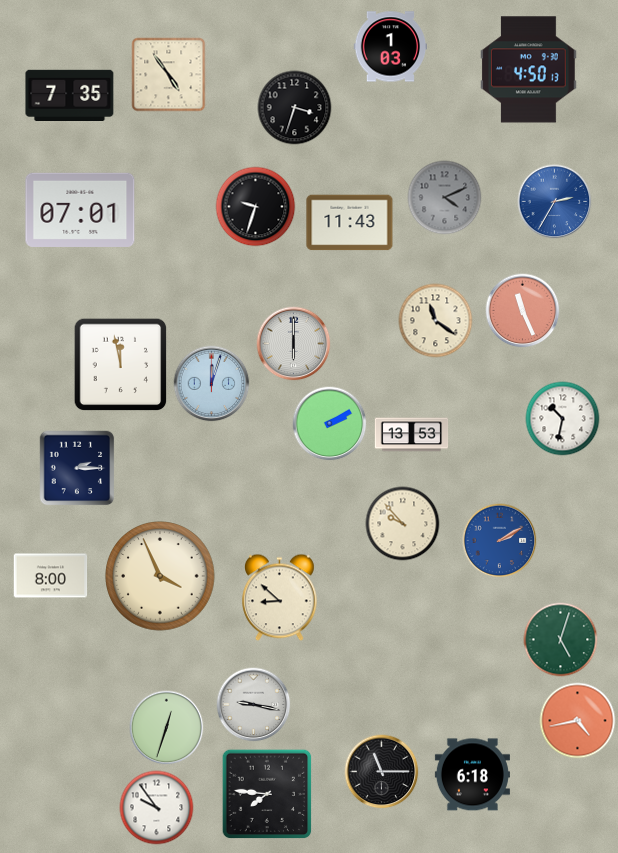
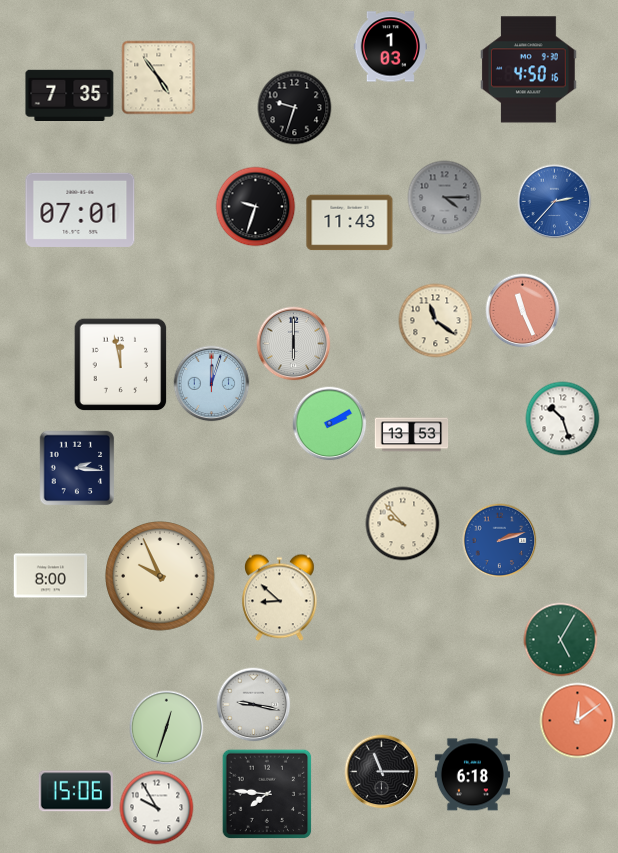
clock at (528, 70): 4:50:13 -> 4:50:16
clock at (169, 75) position: (169, 75) -> (159, 78)
clock at (295, 108): 3:33 -> 9:33
clock at (445, 198): 4:11 -> 4:15
clock at (555, 202): 2:35 -> 2:37
clock at (563, 419): 10:32 -> 10:27
clock at (77, 468): 2:15 -> 2:16
clock at (500, 541): 2:10 -> 2:12
clock at (160, 576): 3:56 -> 9:56
clock at (561, 640): 5:03 -> 5:05
clock at (578, 721): 4:43 -> 12:09
clock at (76, 791): none -> 15:06
clock at (157, 808): 9:54 -> 9:55
